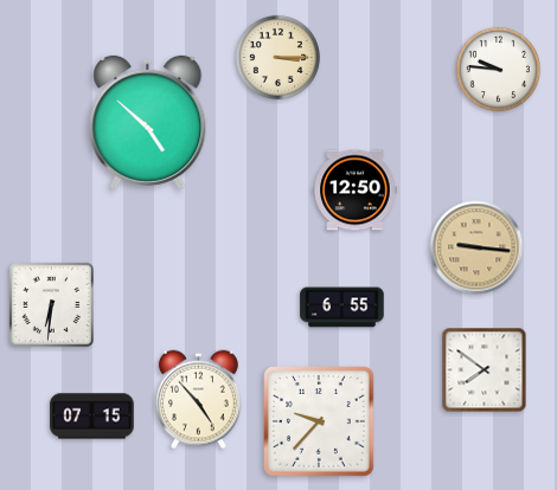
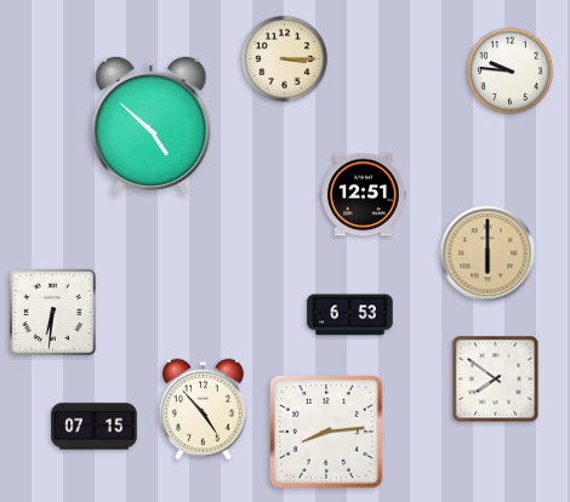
clock at (356, 191): 12:50 -> 12:51
clock at (476, 247): 9:16 -> 6:00
clock at (342, 308): 6:55 -> 6:53
clock at (320, 421): 9:37 -> 8:14
